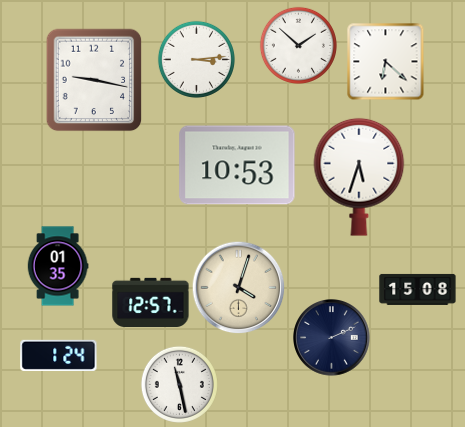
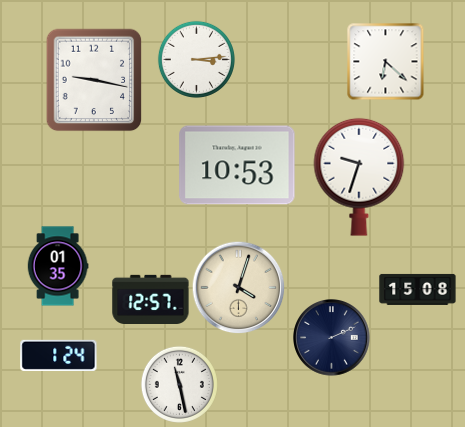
clock at (298, 45): 1:52 -> none
clock at (359, 177): 5:33 -> 9:33
clock at (151, 302) position: (151, 302) -> (151, 299)
